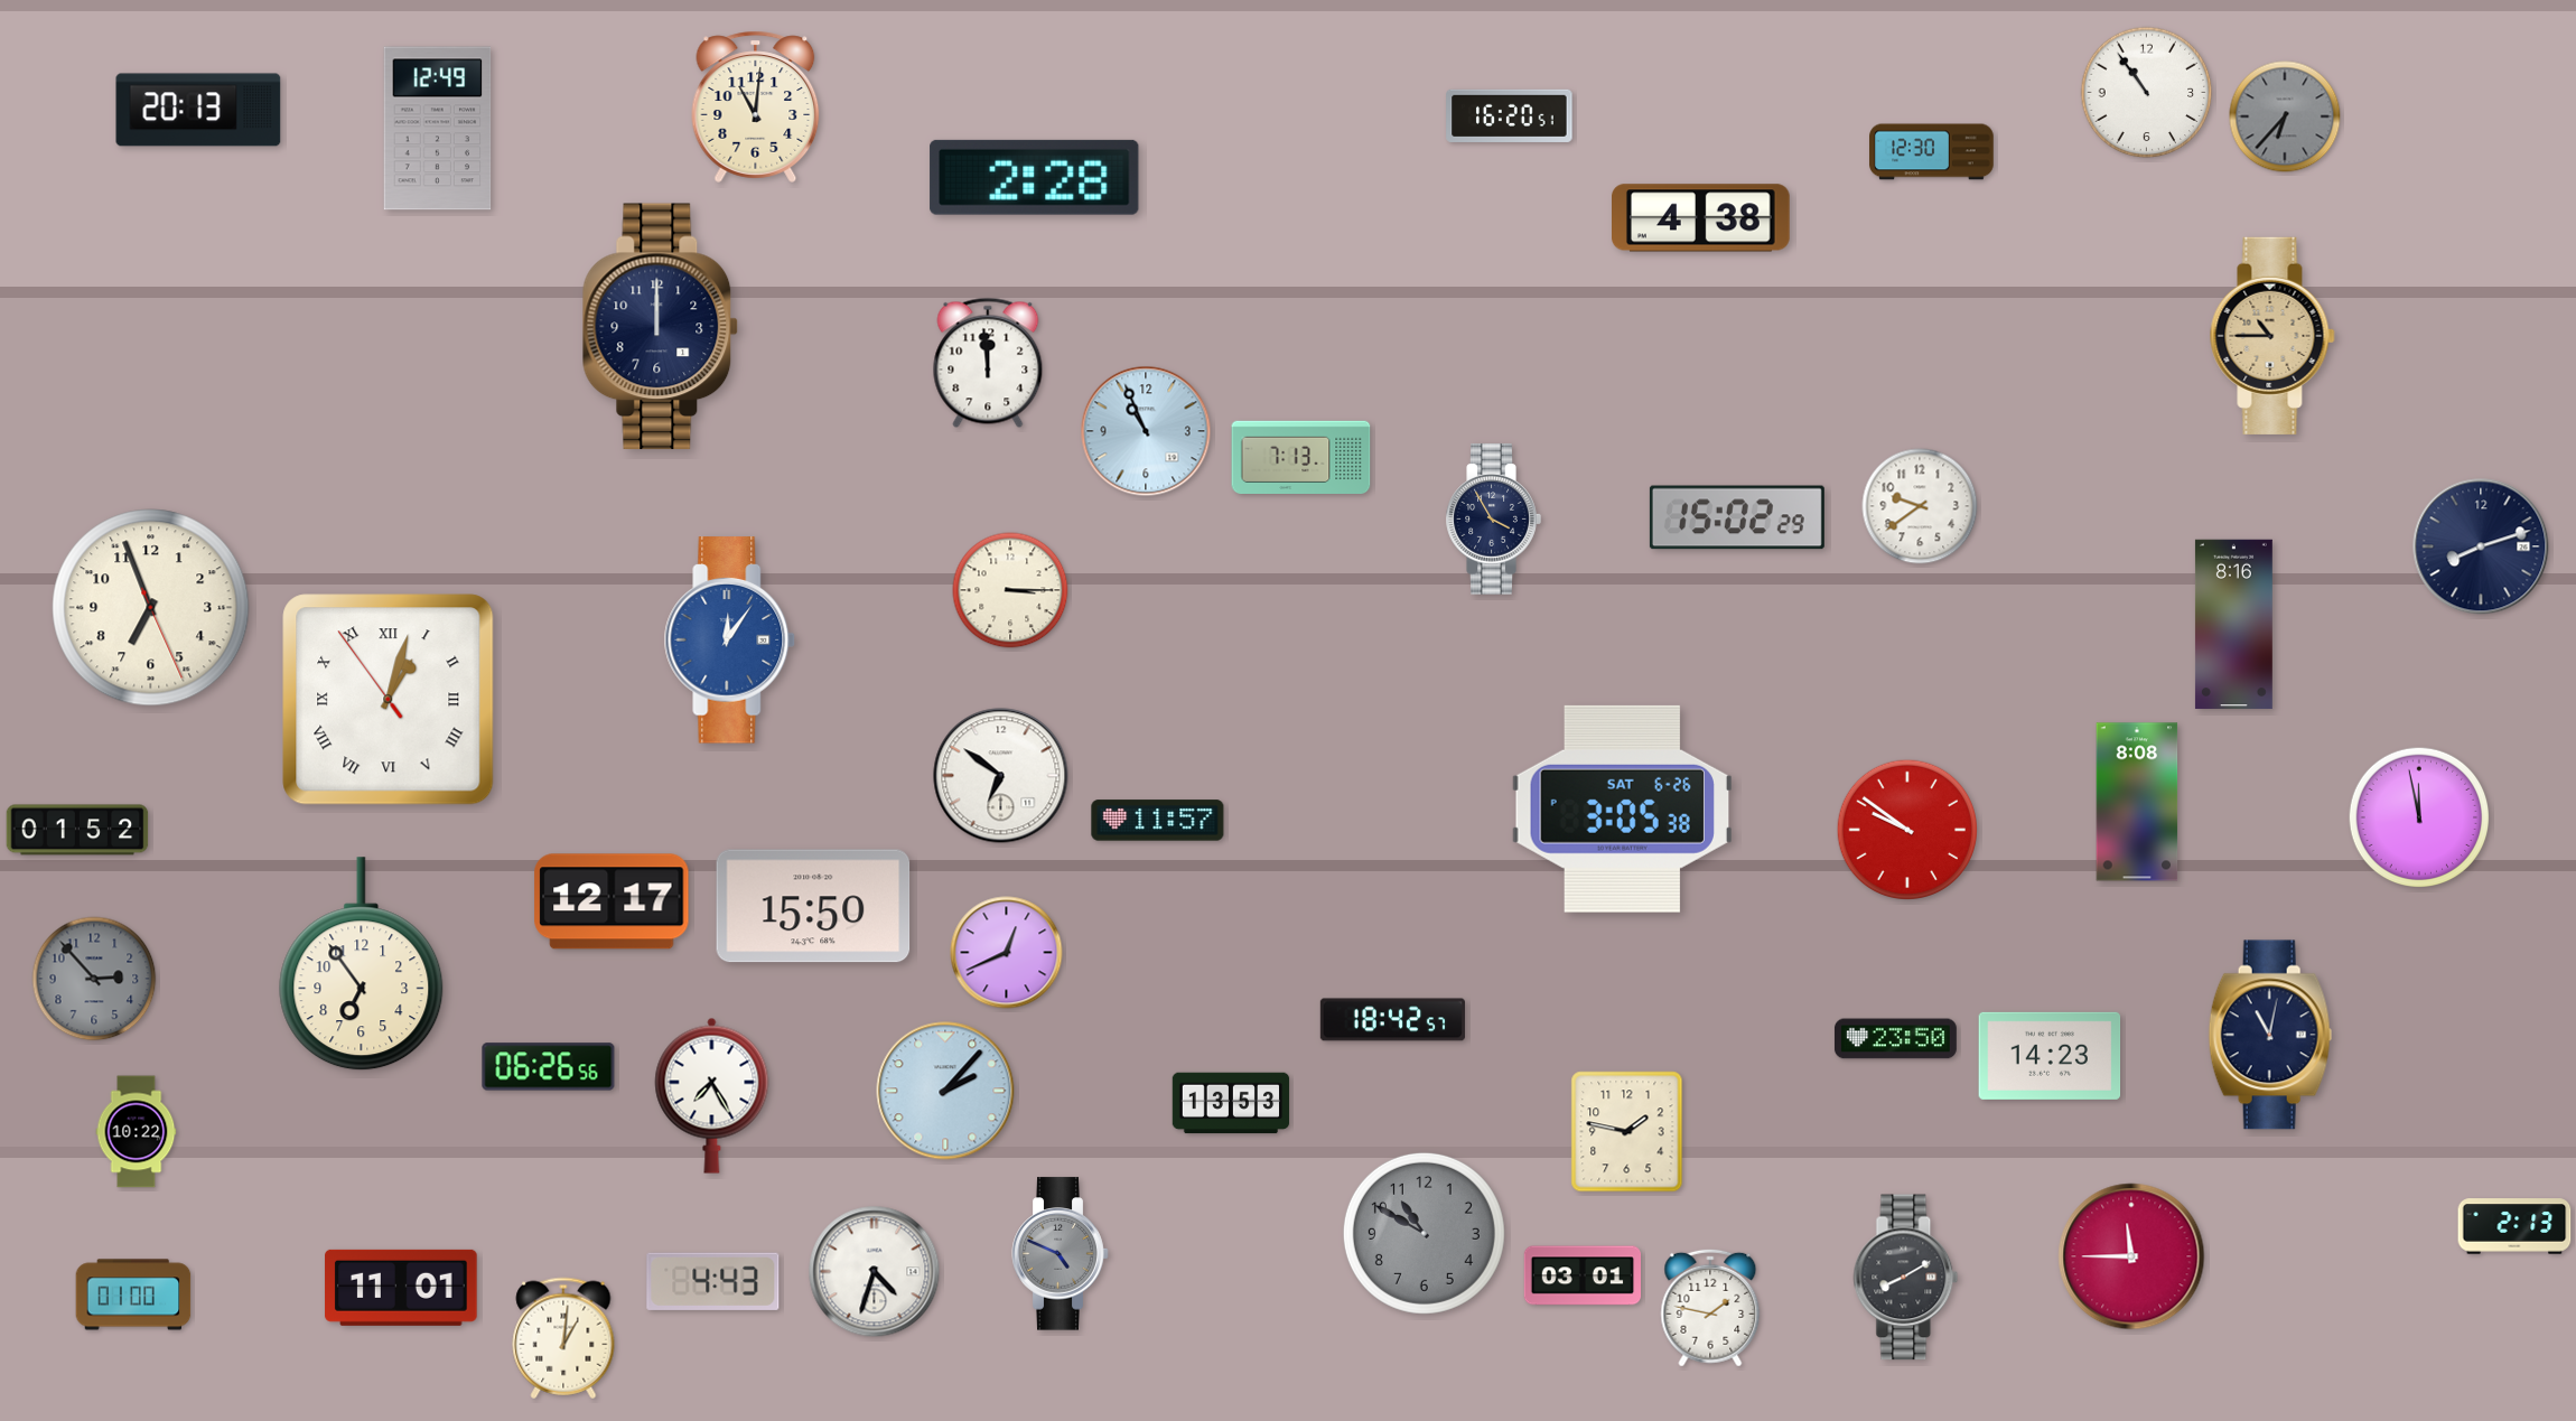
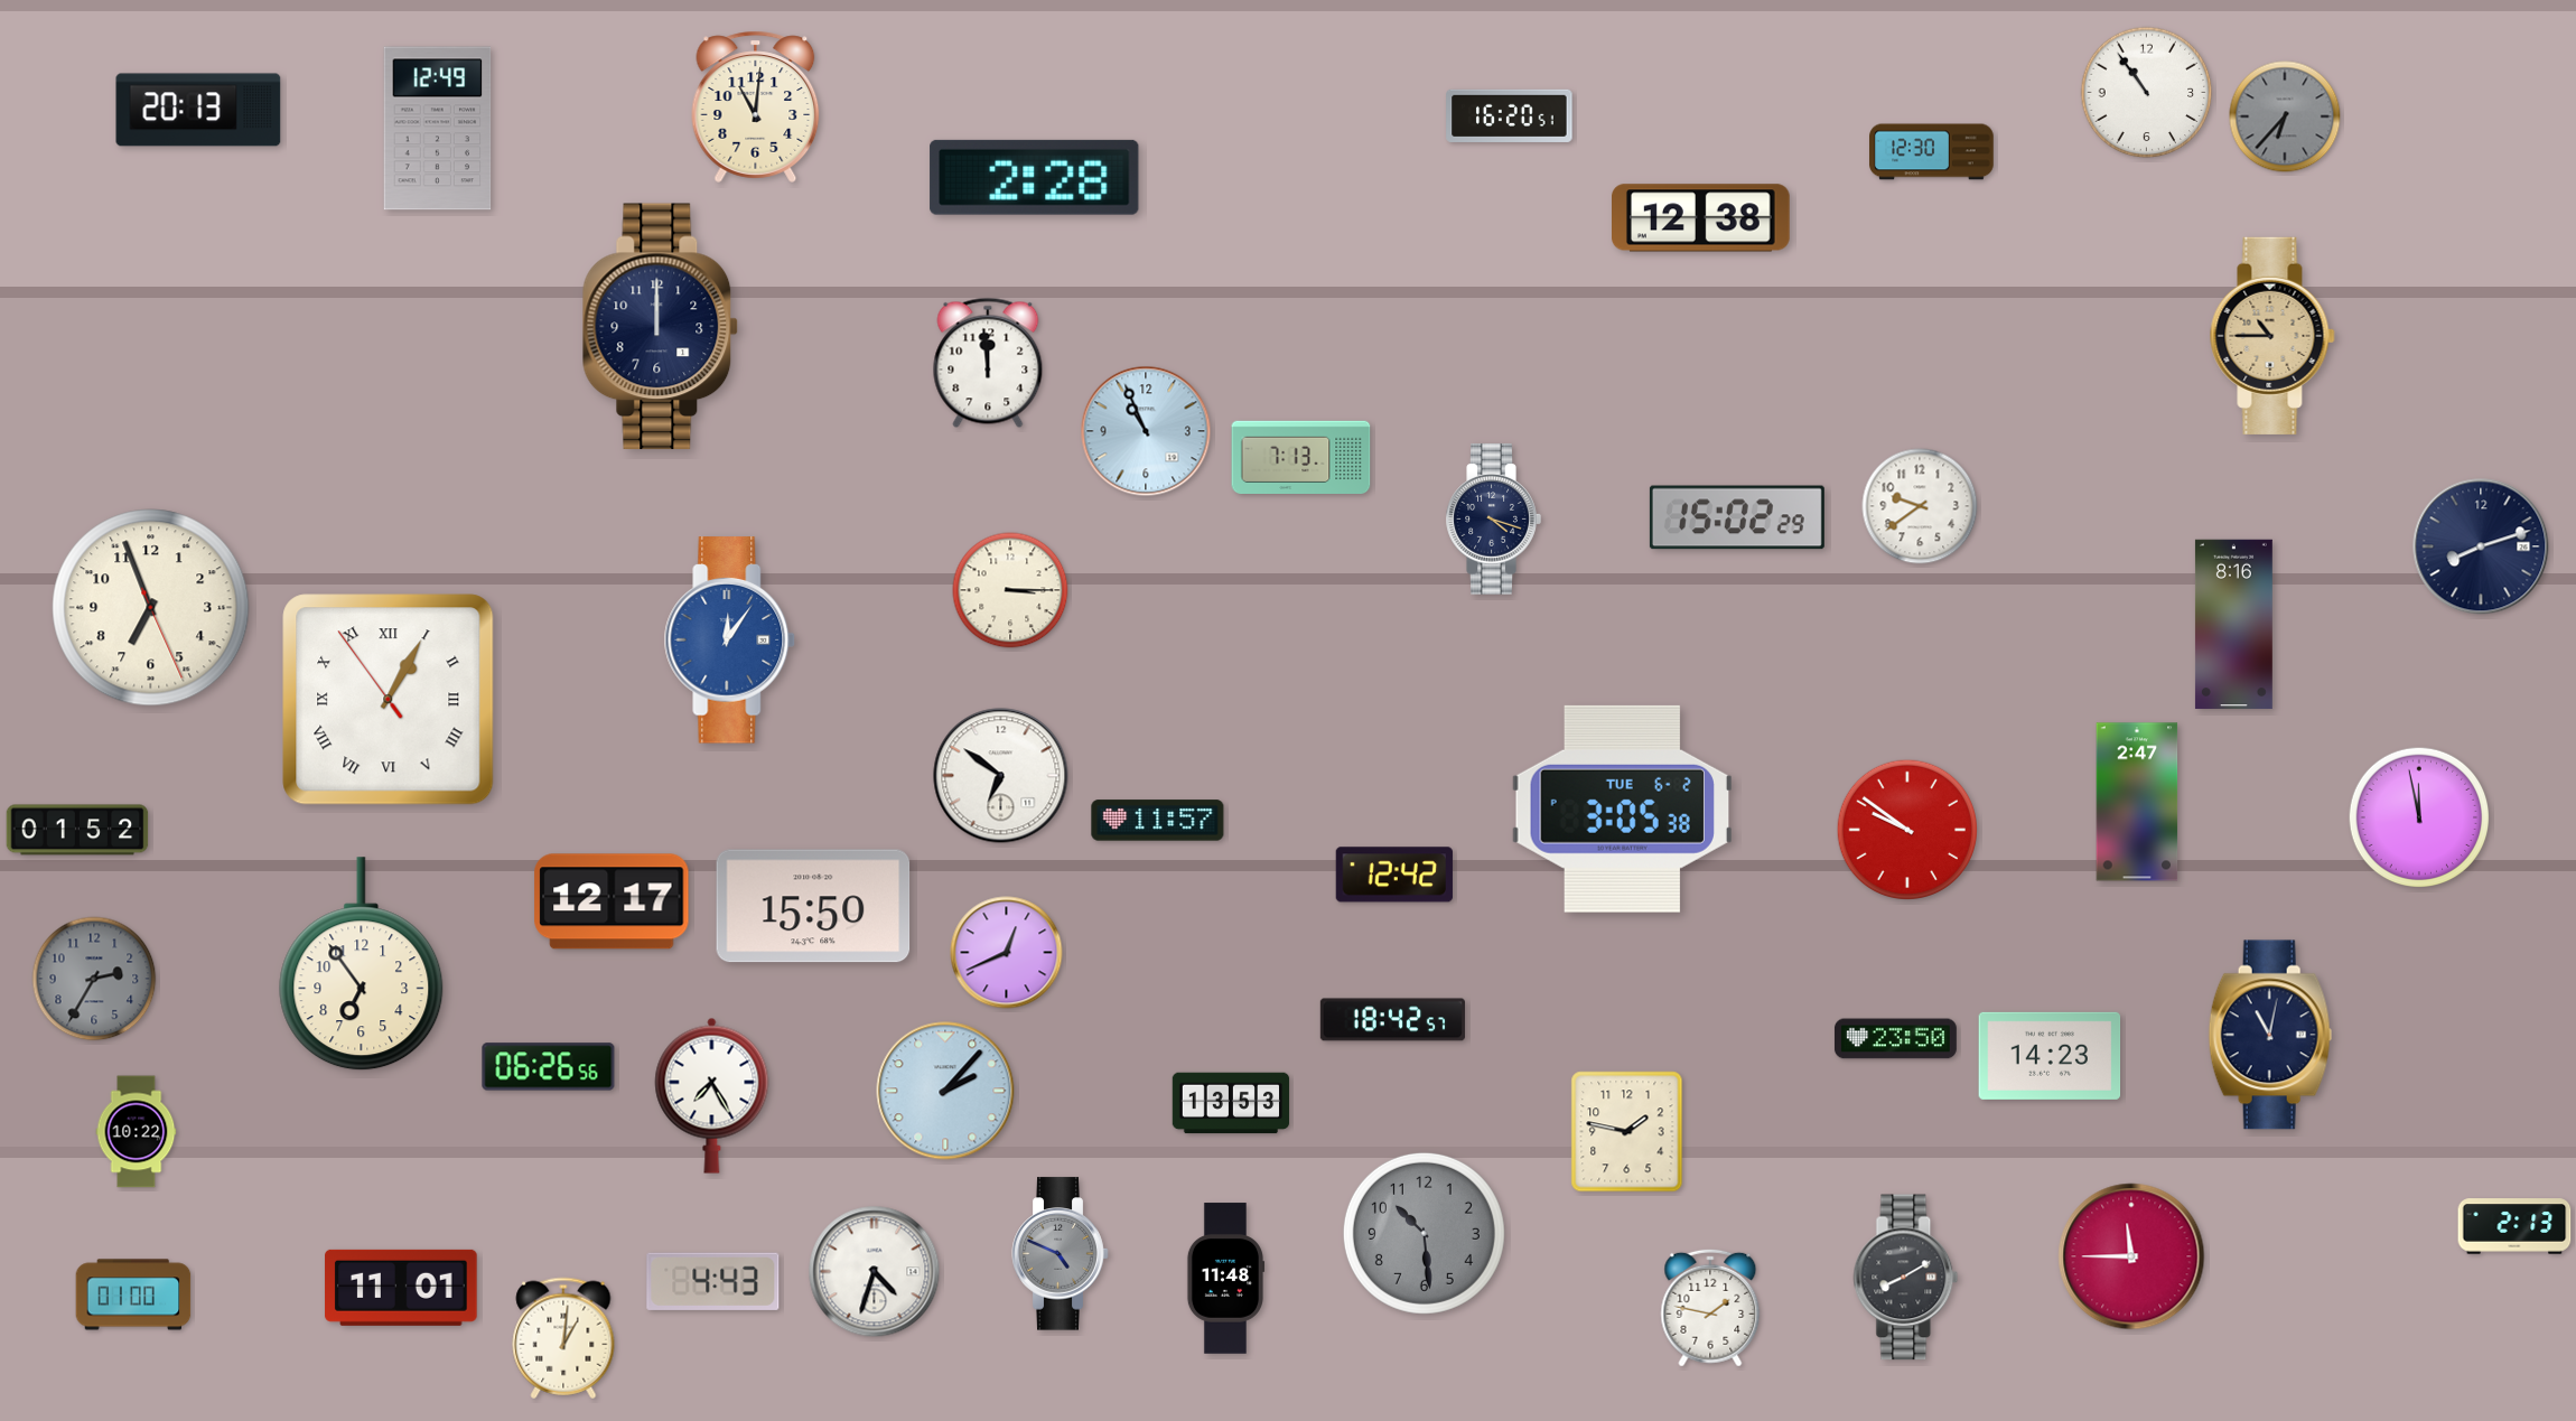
clock at (1701, 218): 4:38 -> 12:38
clock at (1493, 520): 3:55 -> 4:18
clock at (389, 700): 1:02 -> 1:04
clock at (2137, 802): 8:08 -> 2:47
clock at (1622, 808) date: SAT 6-26 -> TUE 6-2
clock at (1394, 875): none -> 12:42
clock at (94, 979): 2:53 -> 2:35
clock at (1424, 1233): 10:50 -> 10:29
clock at (1581, 1275): 03:01 -> none
clock at (1225, 1279): none -> 11:48
